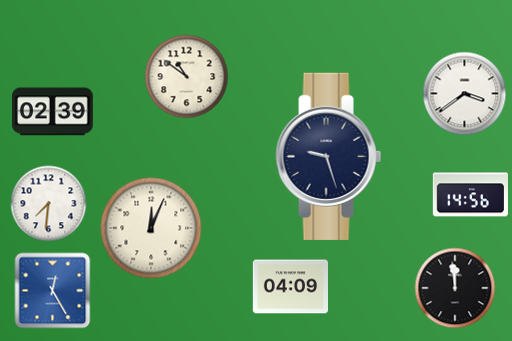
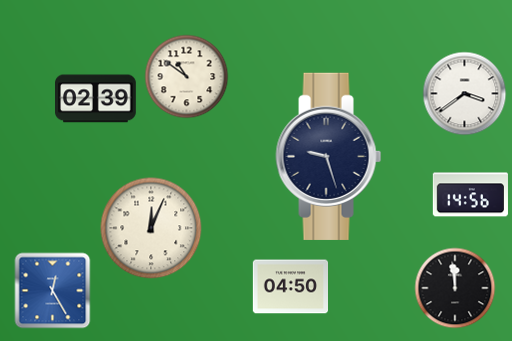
clock at (53, 112) position: (53, 112) -> (96, 99)
clock at (49, 204): 7:31 -> none
clock at (290, 287): 04:09 -> 04:50
